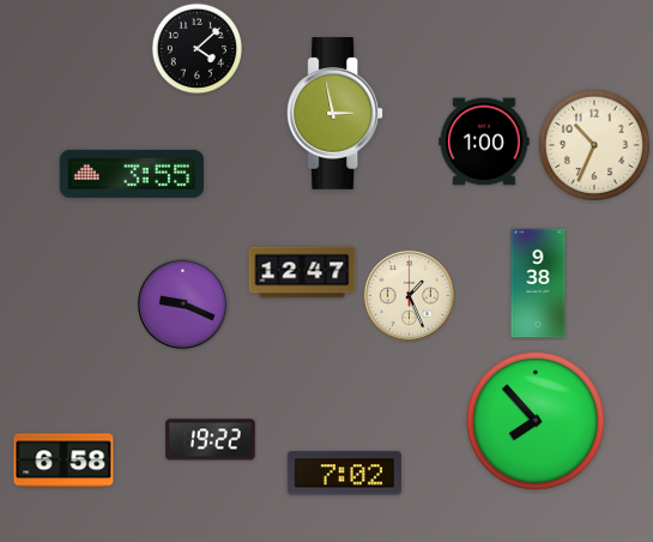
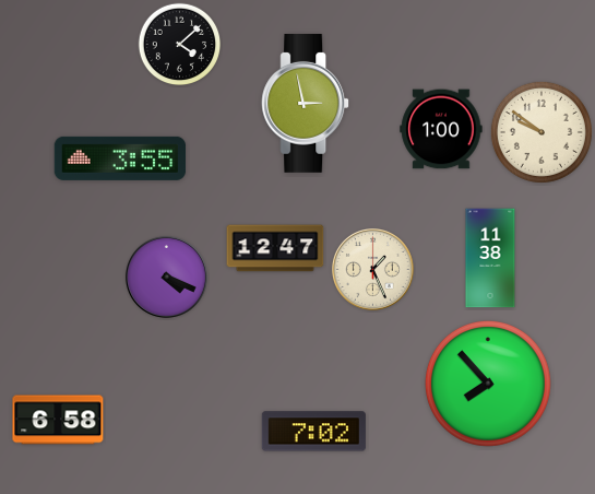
clock at (594, 145): 10:34 -> 9:51
clock at (538, 283): 9:38 -> 11:38
clock at (182, 303): 9:19 -> 4:19
clock at (211, 440): 19:22 -> none
